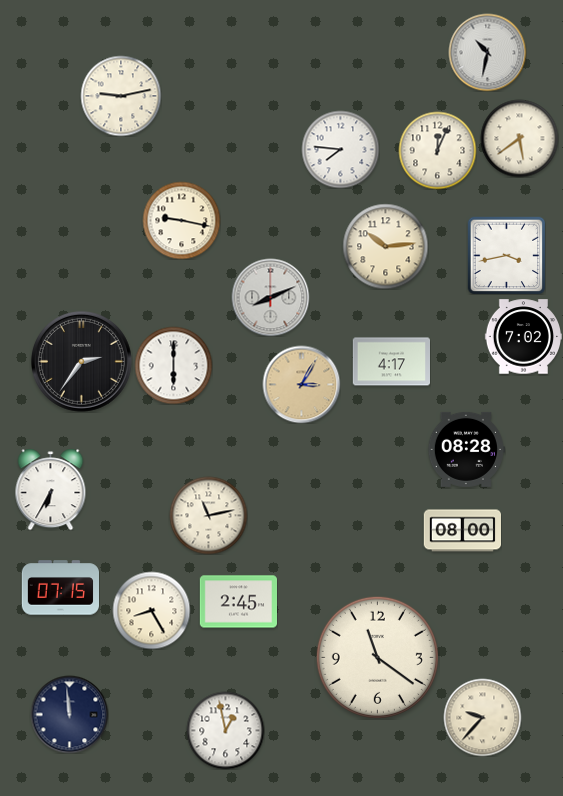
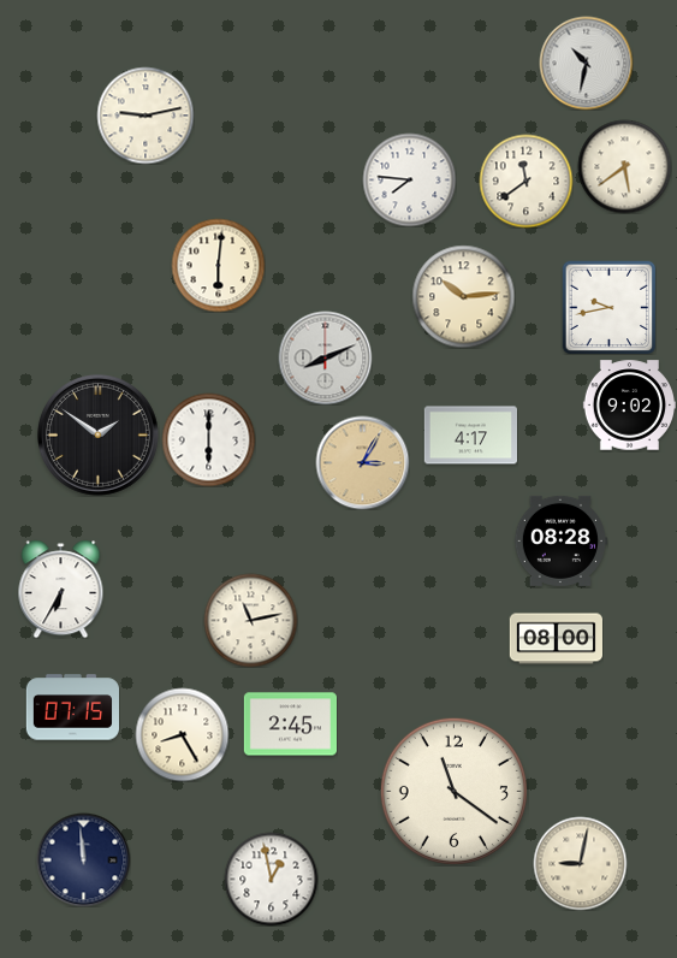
clock at (437, 150): 12:04 -> 11:39
clock at (181, 220): 9:17 -> 6:01
clock at (506, 255): 3:43 -> 9:43
clock at (523, 337): 7:02 -> 9:02
clock at (81, 361): 2:36 -> 1:51
clock at (238, 602) position: (238, 602) -> (290, 725)
clock at (482, 717): 9:37 -> 9:02
